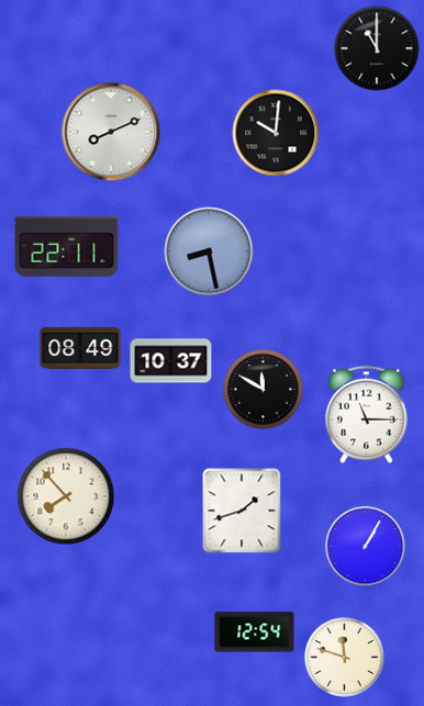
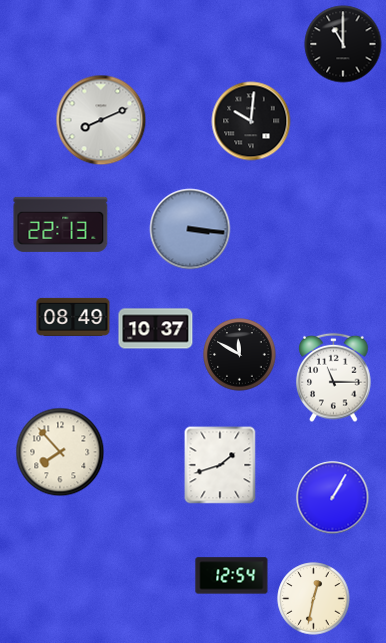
clock at (67, 246): 22:11 -> 22:13
clock at (209, 251): 8:28 -> 3:16
clock at (345, 658): 11:48 -> 12:32
